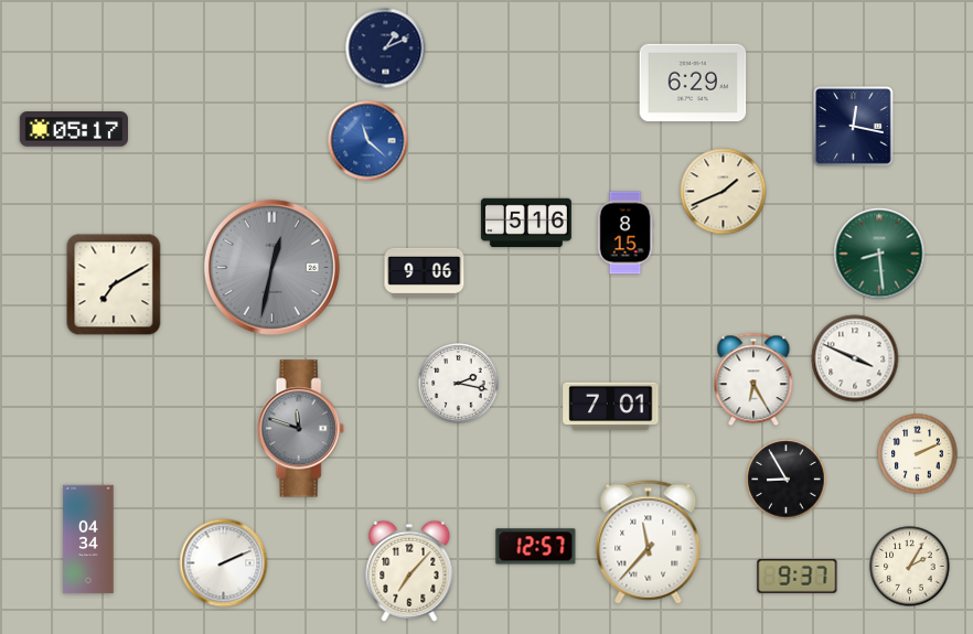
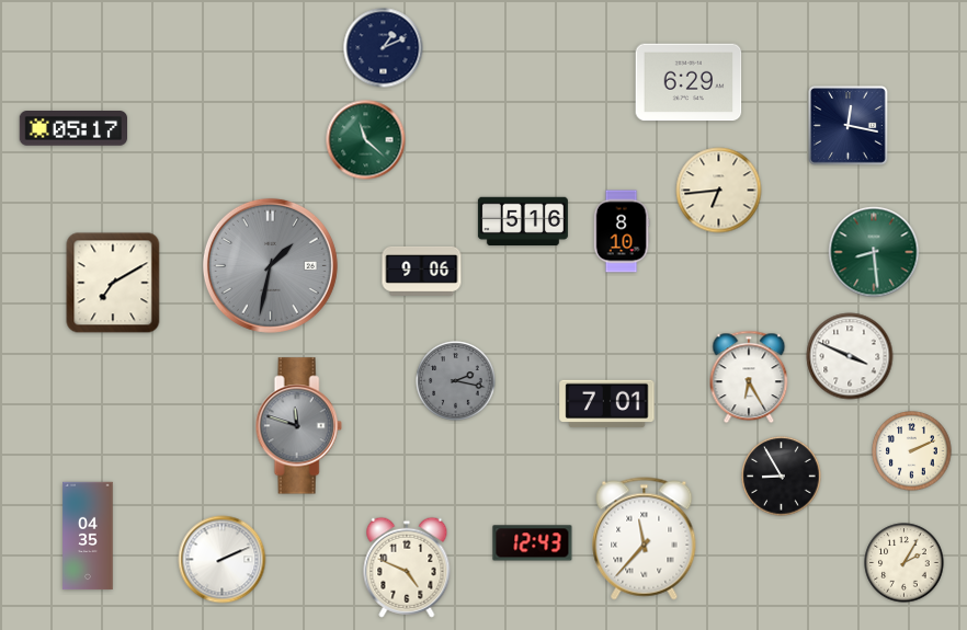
clock at (368, 141) dial: blue -> green
clock at (724, 192): 1:41 -> 6:44
clock at (625, 233): 8:15 -> 8:10
clock at (271, 267): 12:32 -> 1:32
clock at (459, 384) dial: white -> grey
clock at (88, 539): 04:34 -> 04:35
clock at (536, 547): 12:57 -> 12:43
clock at (409, 571): 7:07 -> 4:49
clock at (798, 576): 9:37 -> none
